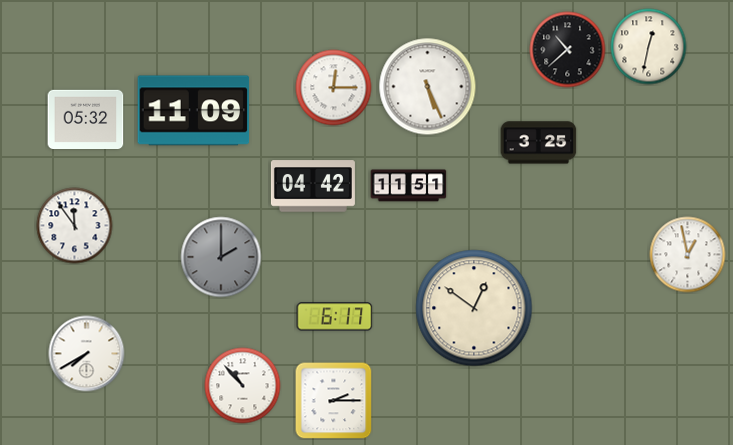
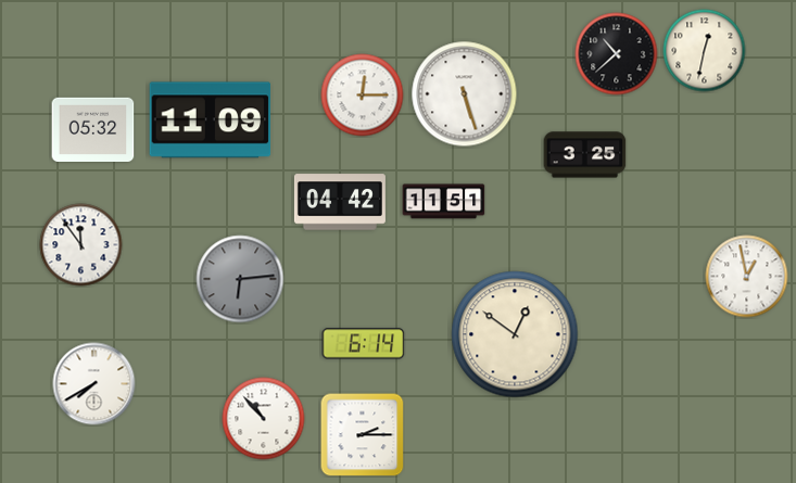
clock at (428, 87): 5:26 -> 5:27
clock at (221, 257): 2:00 -> 6:14
clock at (335, 317): 6:17 -> 6:14
